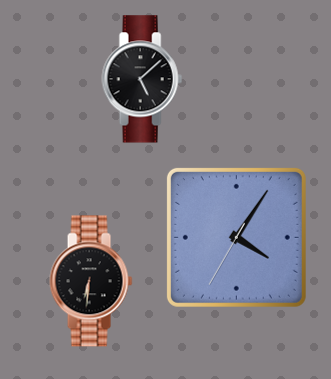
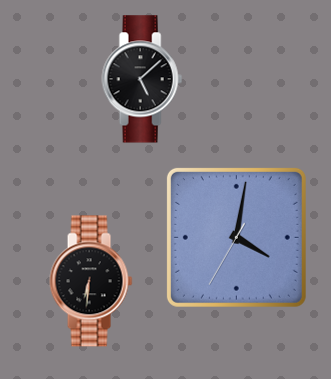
clock at (236, 237): 4:05 -> 4:01
